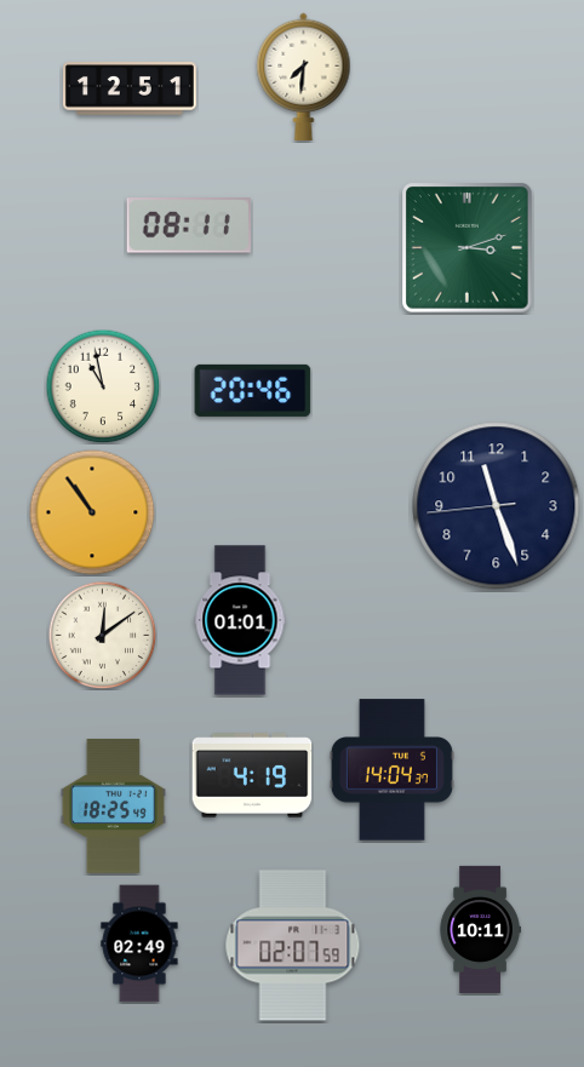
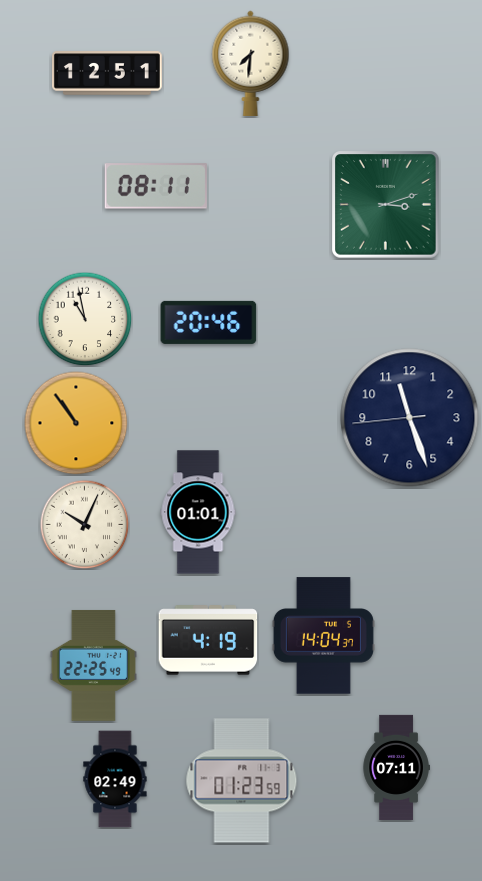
clock at (102, 635): 12:09 -> 10:04
clock at (113, 805): 18:25 -> 22:25
clock at (480, 929): 10:11 -> 07:11
clock at (293, 946): 02:07 -> 01:23
